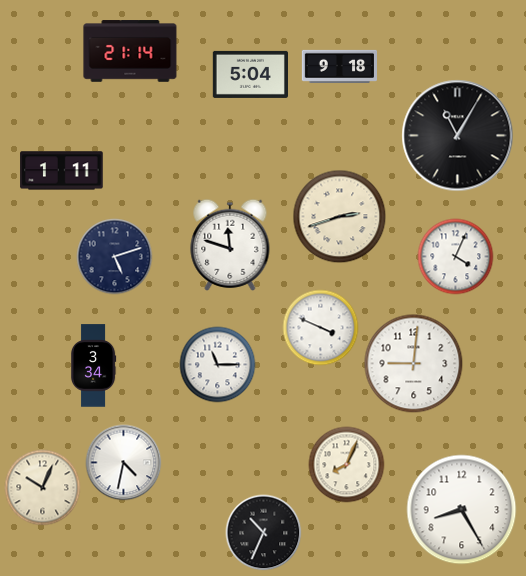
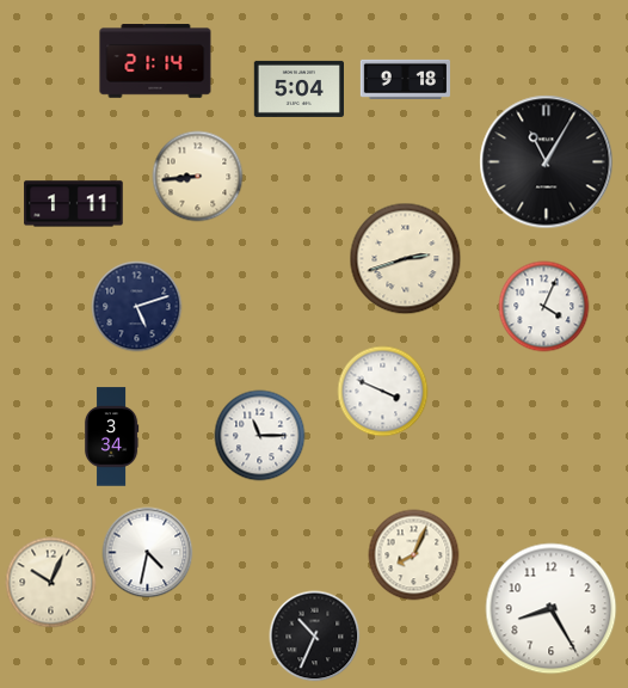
clock at (198, 177): none -> 8:44
clock at (230, 245): 11:48 -> none
clock at (414, 364): 9:01 -> none
